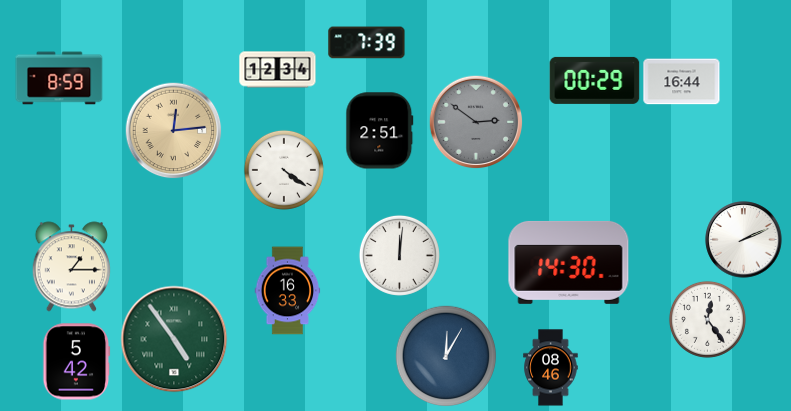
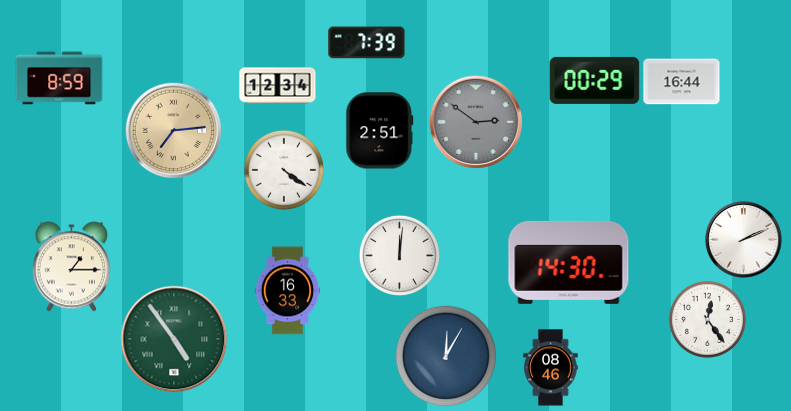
clock at (278, 70) position: (278, 70) -> (278, 86)
clock at (174, 131): 12:14 -> 7:14
clock at (77, 362): 5:42 -> none
